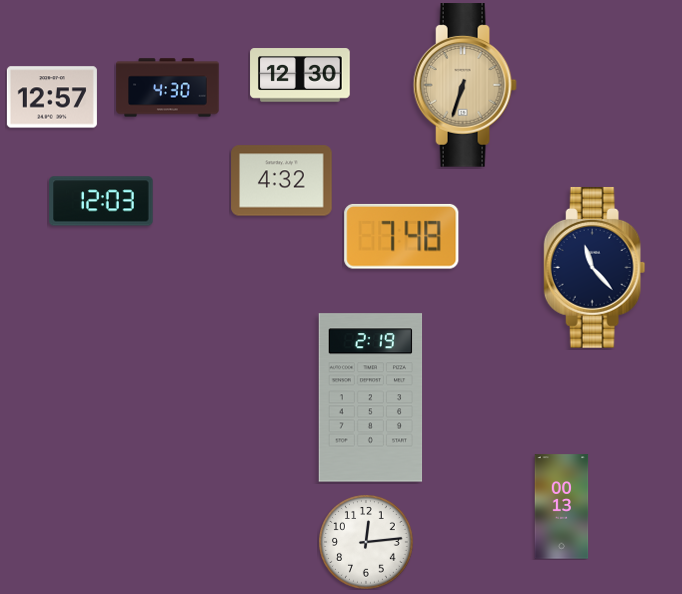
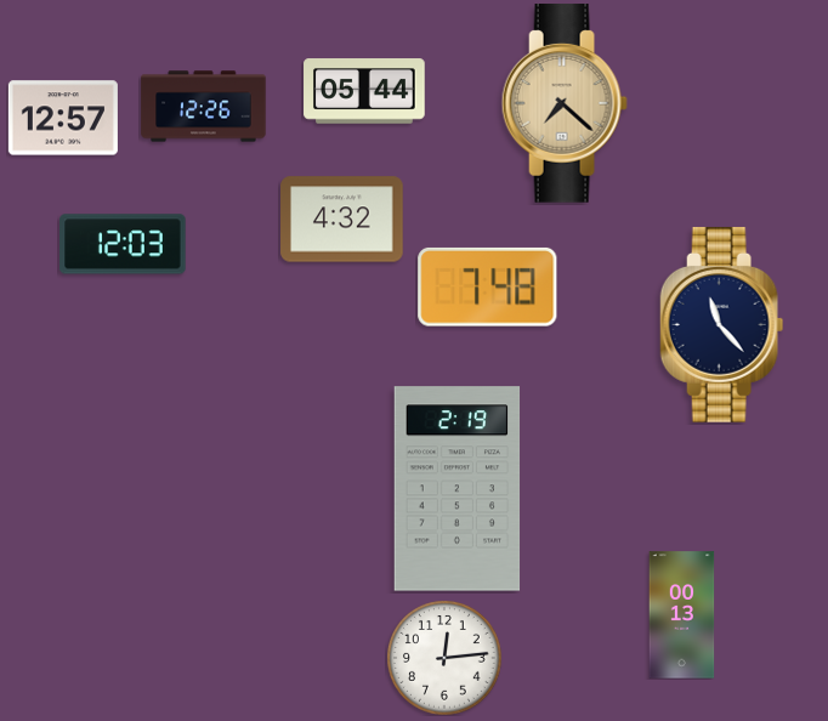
clock at (300, 75): 12:30 -> 05:44
clock at (465, 85): 6:33 -> 7:22
clock at (168, 88): 4:30 -> 12:26
clock at (371, 398) position: (371, 398) -> (458, 489)
